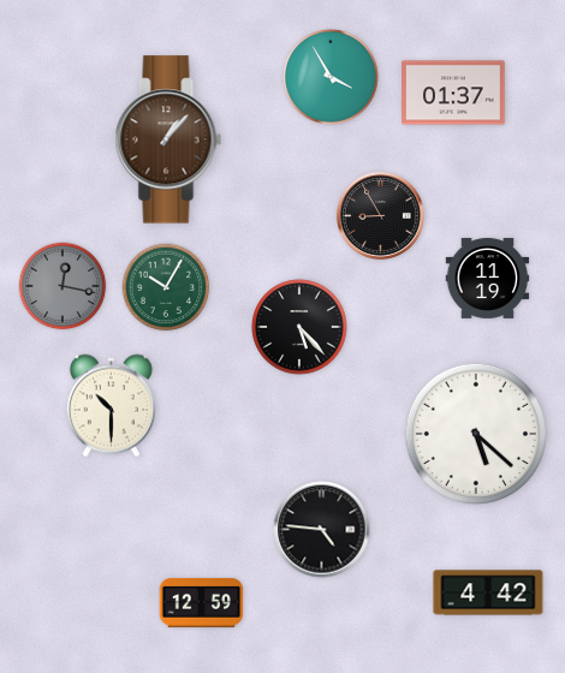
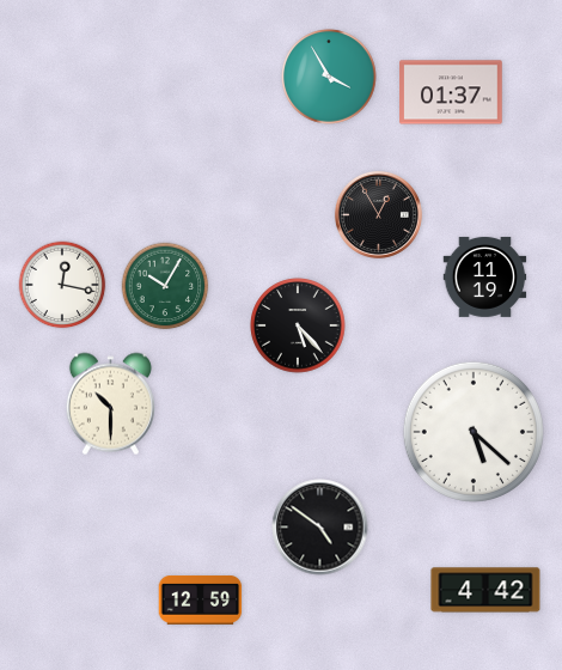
clock at (168, 139): 1:07 -> none
clock at (380, 215): 8:55 -> 12:55
clock at (63, 286) dial: grey -> white
clock at (322, 530): 4:46 -> 4:51
